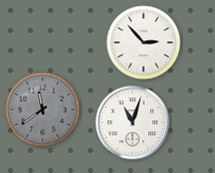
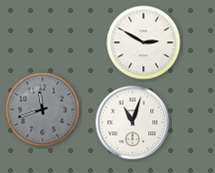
clock at (144, 43): 2:53 -> 2:50
clock at (43, 110): 11:39 -> 11:42
